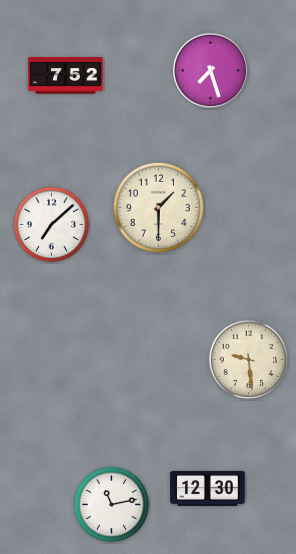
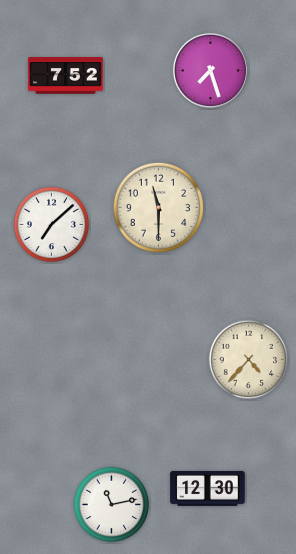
clock at (158, 207): 1:30 -> 11:30
clock at (249, 360): 9:29 -> 4:37
